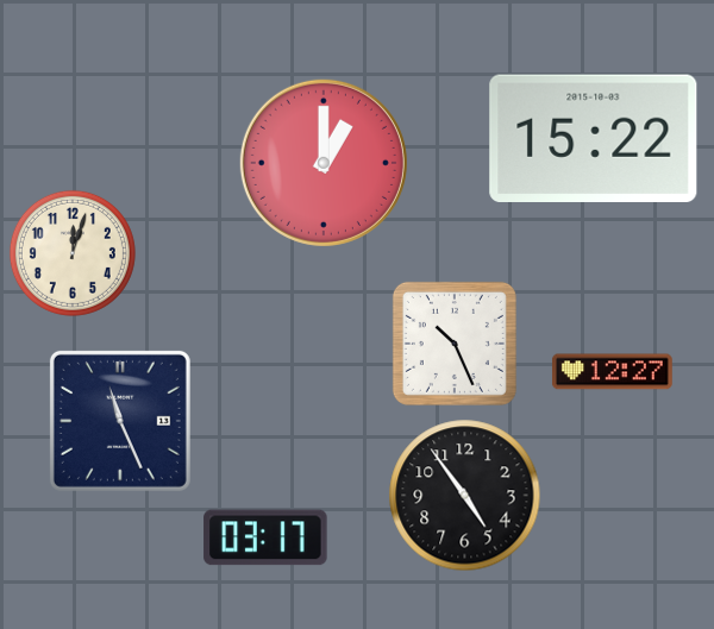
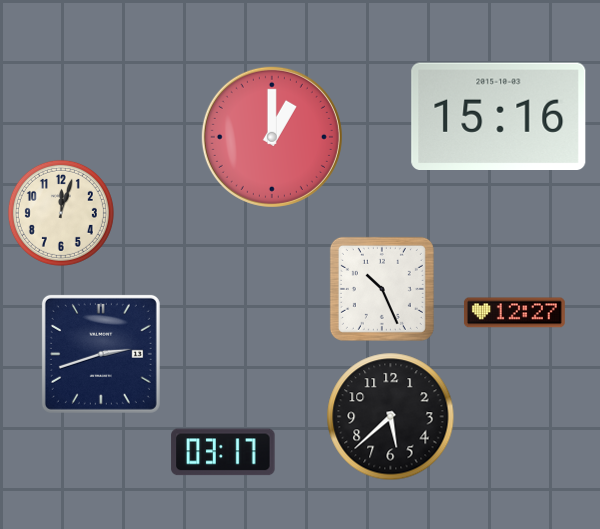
clock at (594, 138): 15:22 -> 15:16
clock at (120, 421): 11:26 -> 2:42
clock at (465, 496): 4:54 -> 5:38
